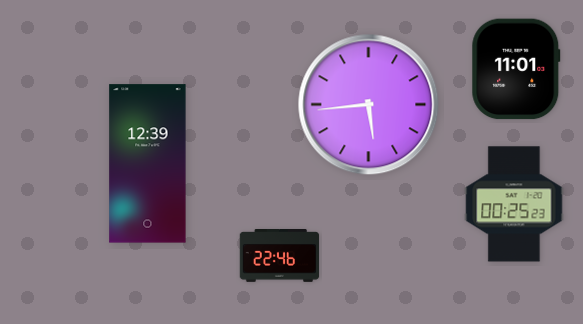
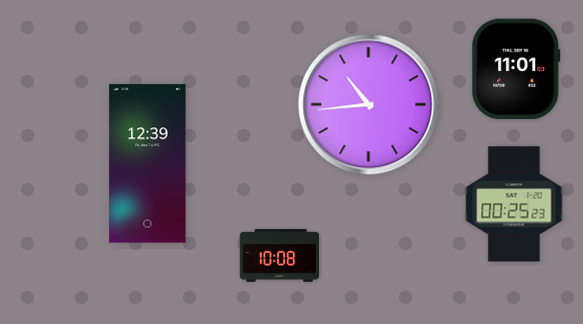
clock at (369, 105): 5:44 -> 10:44
clock at (280, 256): 22:46 -> 10:08
